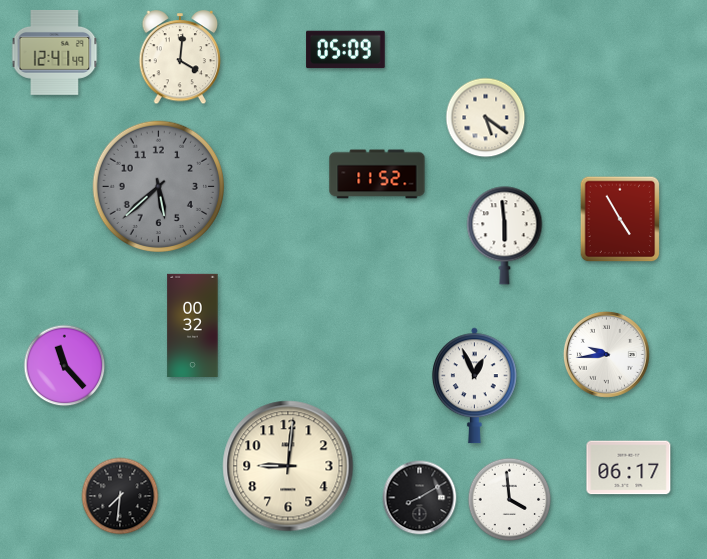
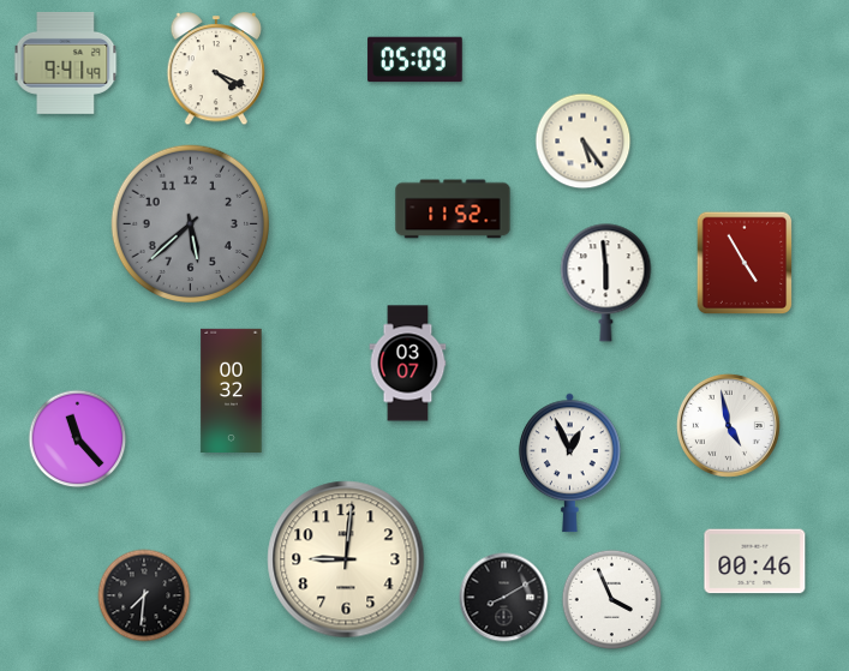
clock at (55, 52): 12:41 -> 9:41
clock at (180, 58): 4:01 -> 4:19
clock at (486, 118): 5:21 -> 5:24
clock at (408, 364): none -> 03:07
clock at (606, 354): 9:44 -> 4:58
clock at (629, 468): 06:17 -> 00:46
clock at (510, 500): 3:59 -> 3:56
